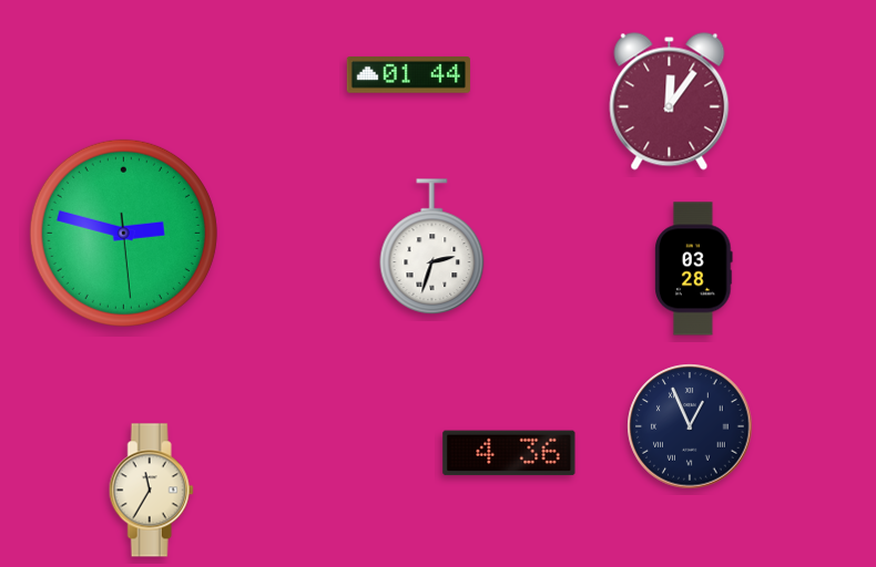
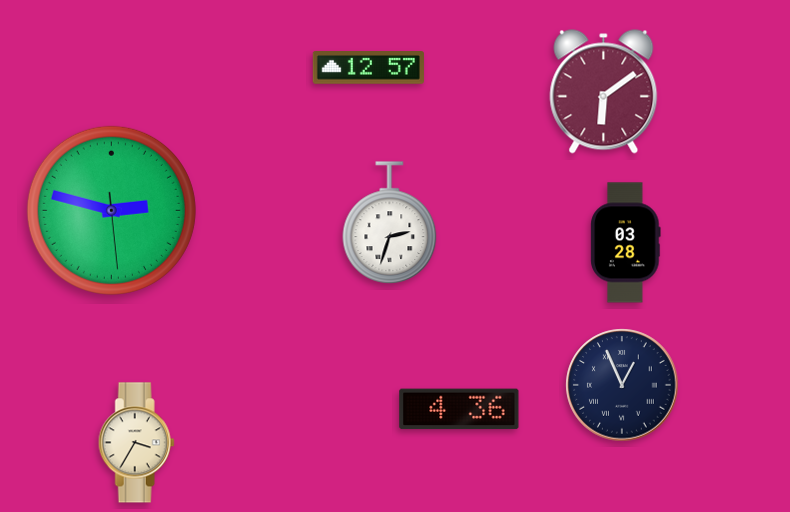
clock at (408, 75): 01:44 -> 12:57
clock at (670, 102): 12:06 -> 6:09
clock at (151, 491): 11:35 -> 3:35
